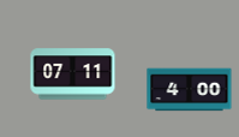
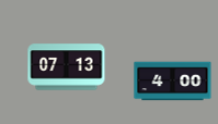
clock at (73, 75): 07:11 -> 07:13
